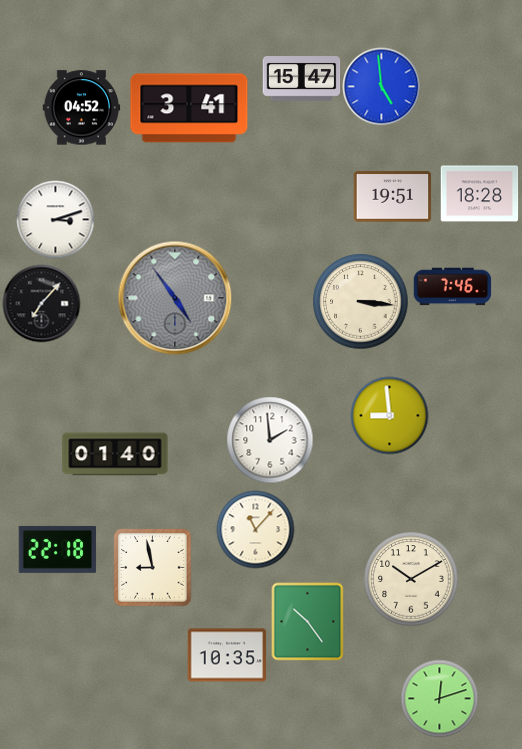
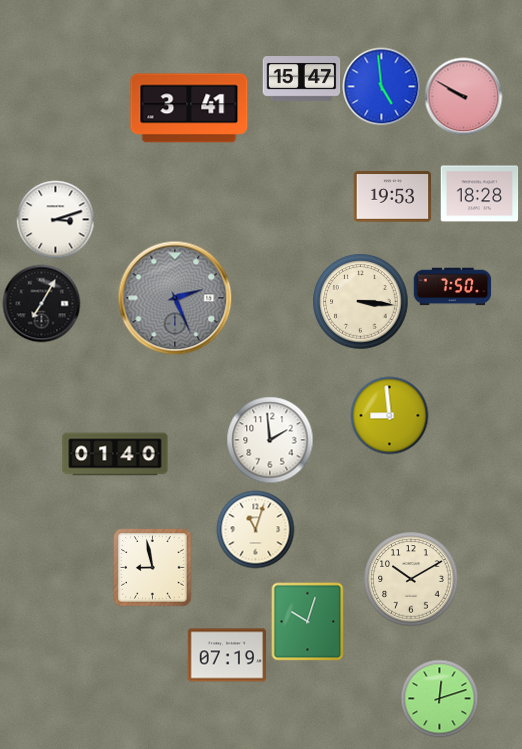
clock at (463, 96): none -> 9:50
clock at (81, 108): 04:52 -> none
clock at (392, 197): 19:51 -> 19:53
clock at (452, 287): 7:46 -> 7:50
clock at (175, 298): 4:54 -> 2:26
clock at (41, 303): 7:07 -> 7:05
clock at (255, 529): 11:07 -> 11:03
clock at (57, 549): 22:18 -> none
clock at (308, 621): 10:24 -> 10:03
clock at (227, 655): 10:35 -> 07:19
